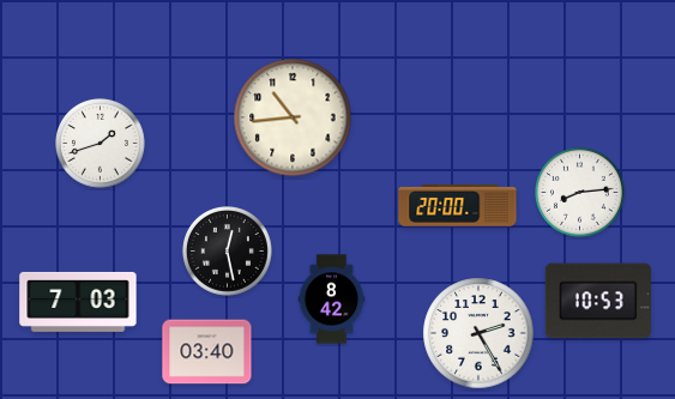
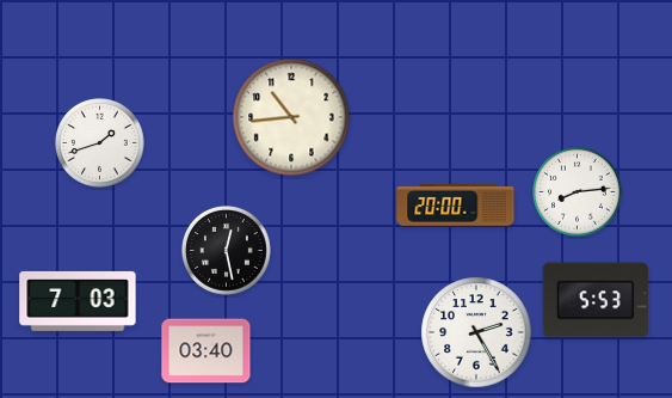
clock at (332, 300): 8:42 -> none
clock at (598, 301): 10:53 -> 5:53
